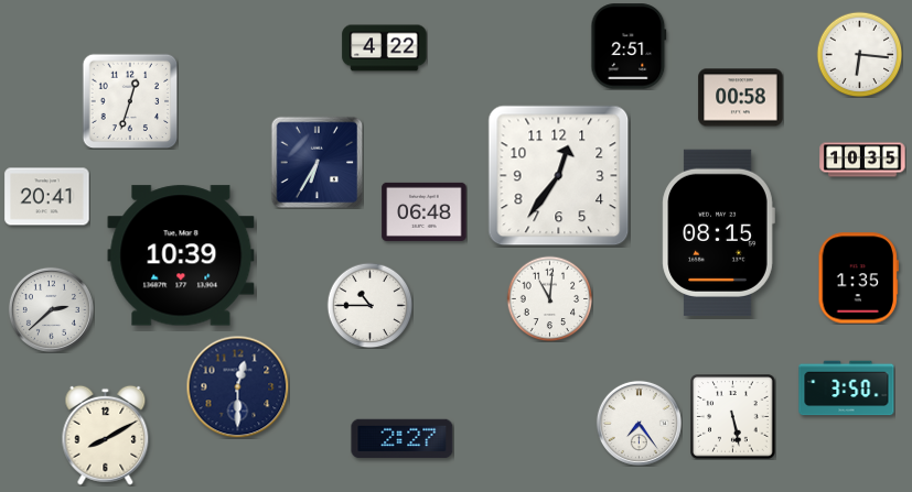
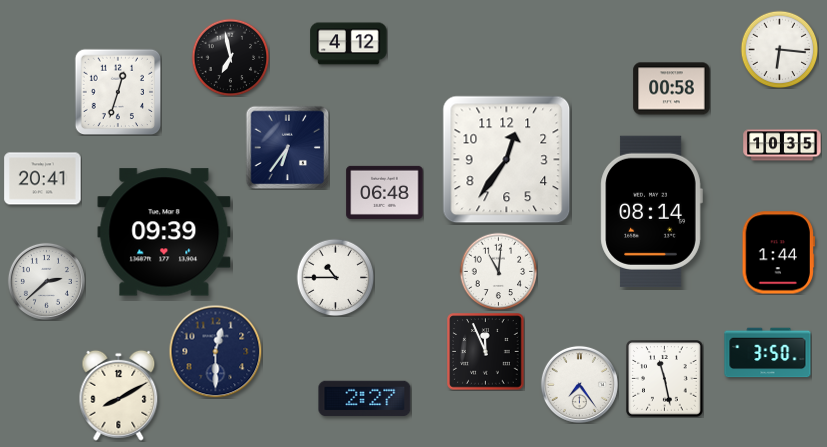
clock at (629, 46): 2:51 -> none
clock at (385, 48): 4:22 -> 4:12
clock at (230, 57): none -> 6:58
clock at (316, 162): 6:35 -> 6:36
clock at (718, 232): 08:15 -> 08:14
clock at (181, 255): 10:39 -> 09:39
clock at (858, 278): 1:35 -> 1:44
clock at (486, 352): none -> 11:56
clock at (733, 417): 5:28 -> 11:28
clock at (106, 435) position: (106, 435) -> (119, 395)
